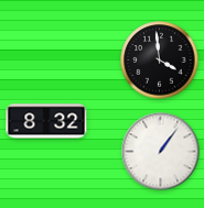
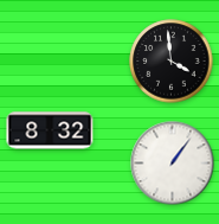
clock at (160, 61) position: (160, 61) -> (172, 62)
